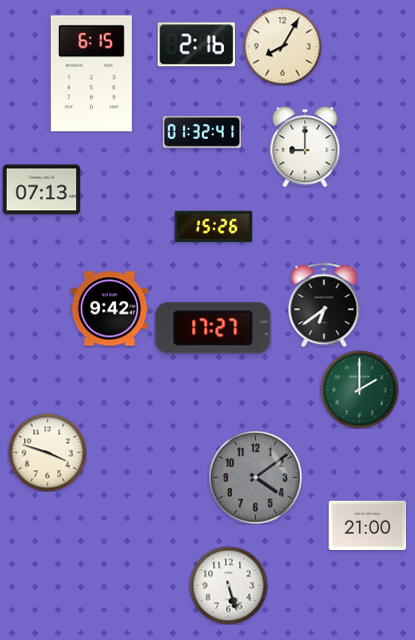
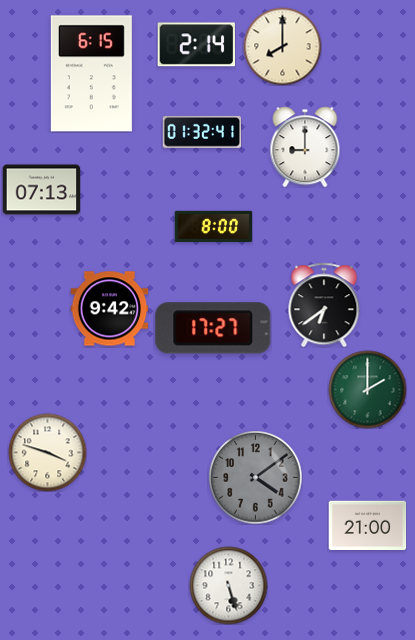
clock at (196, 45): 2:16 -> 2:14
clock at (282, 46): 8:05 -> 8:00
clock at (213, 227): 15:26 -> 8:00
clock at (359, 389) position: (359, 389) -> (367, 389)
